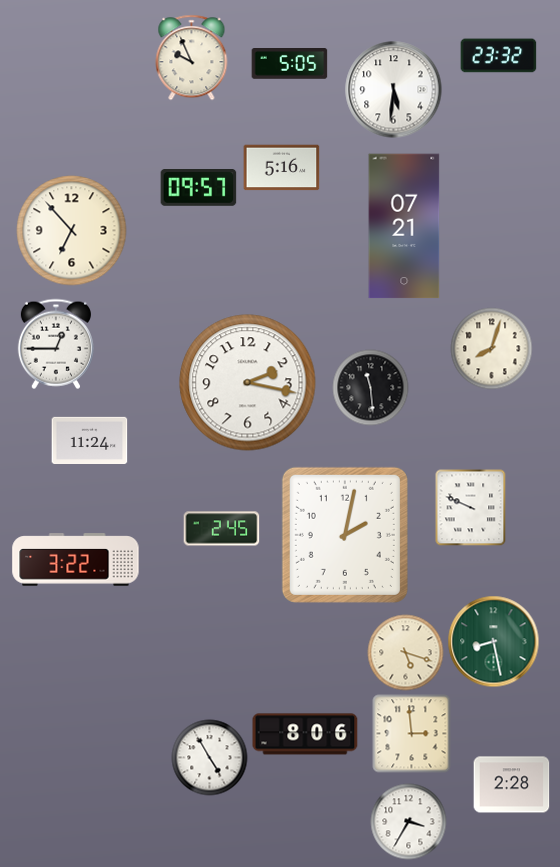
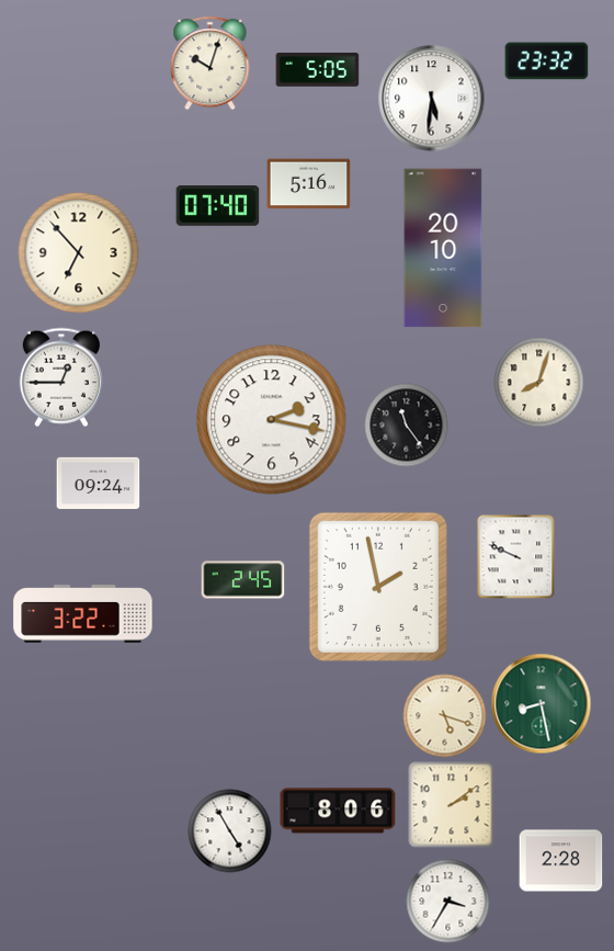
clock at (192, 58): 9:56 -> 10:03
clock at (199, 188): 09:57 -> 07:40
clock at (404, 226): 07:21 -> 20:10
clock at (371, 388): 11:29 -> 11:24
clock at (90, 440): 11:24 -> 09:24
clock at (345, 535): 2:02 -> 1:58
clock at (305, 734) position: (305, 734) -> (338, 811)
clock at (412, 734): 2:59 -> 2:09
